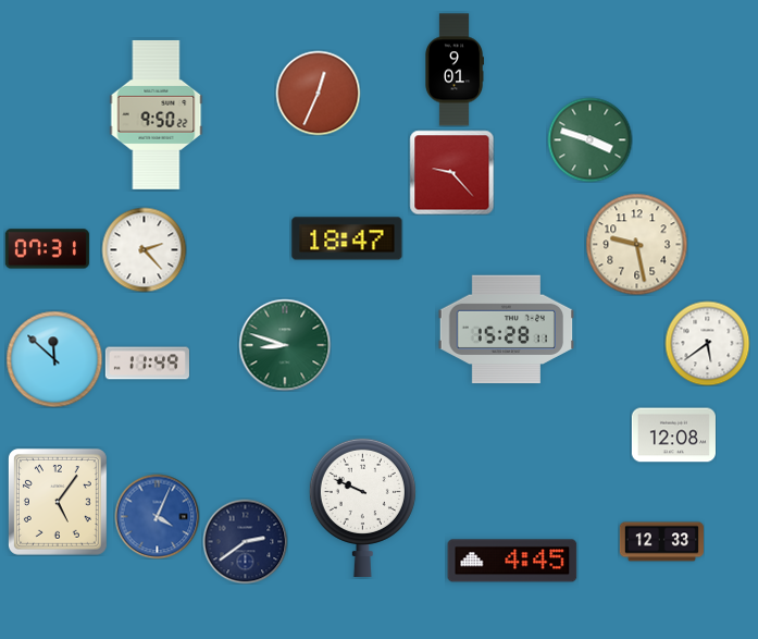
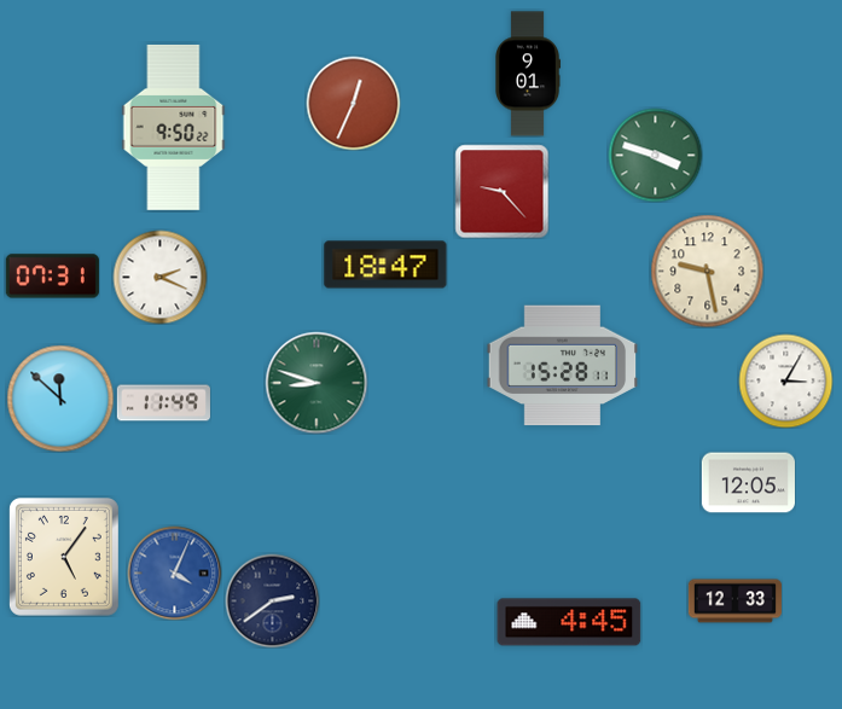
clock at (455, 70) position: (455, 70) -> (528, 74)
clock at (144, 249): 2:23 -> 2:19
clock at (707, 343): 5:39 -> 3:05
clock at (673, 435): 12:08 -> 12:05
clock at (362, 507): 9:49 -> none
